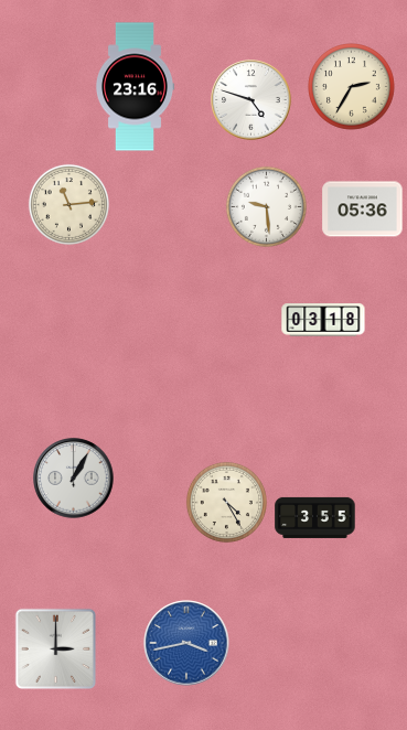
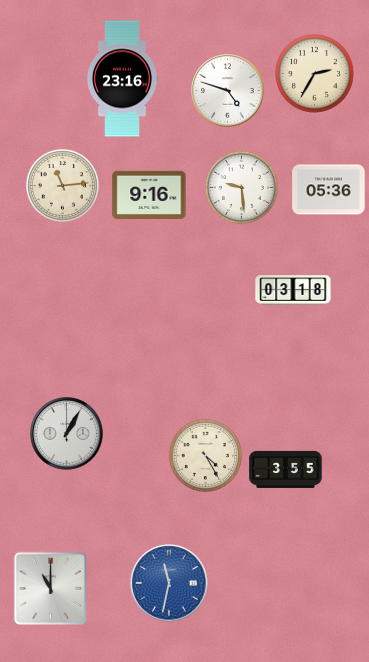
clock at (352, 87) position: (352, 87) -> (315, 74)
clock at (149, 195): none -> 9:16
clock at (186, 643): 3:43 -> 11:32
clock at (56, 650): 3:00 -> 11:00
